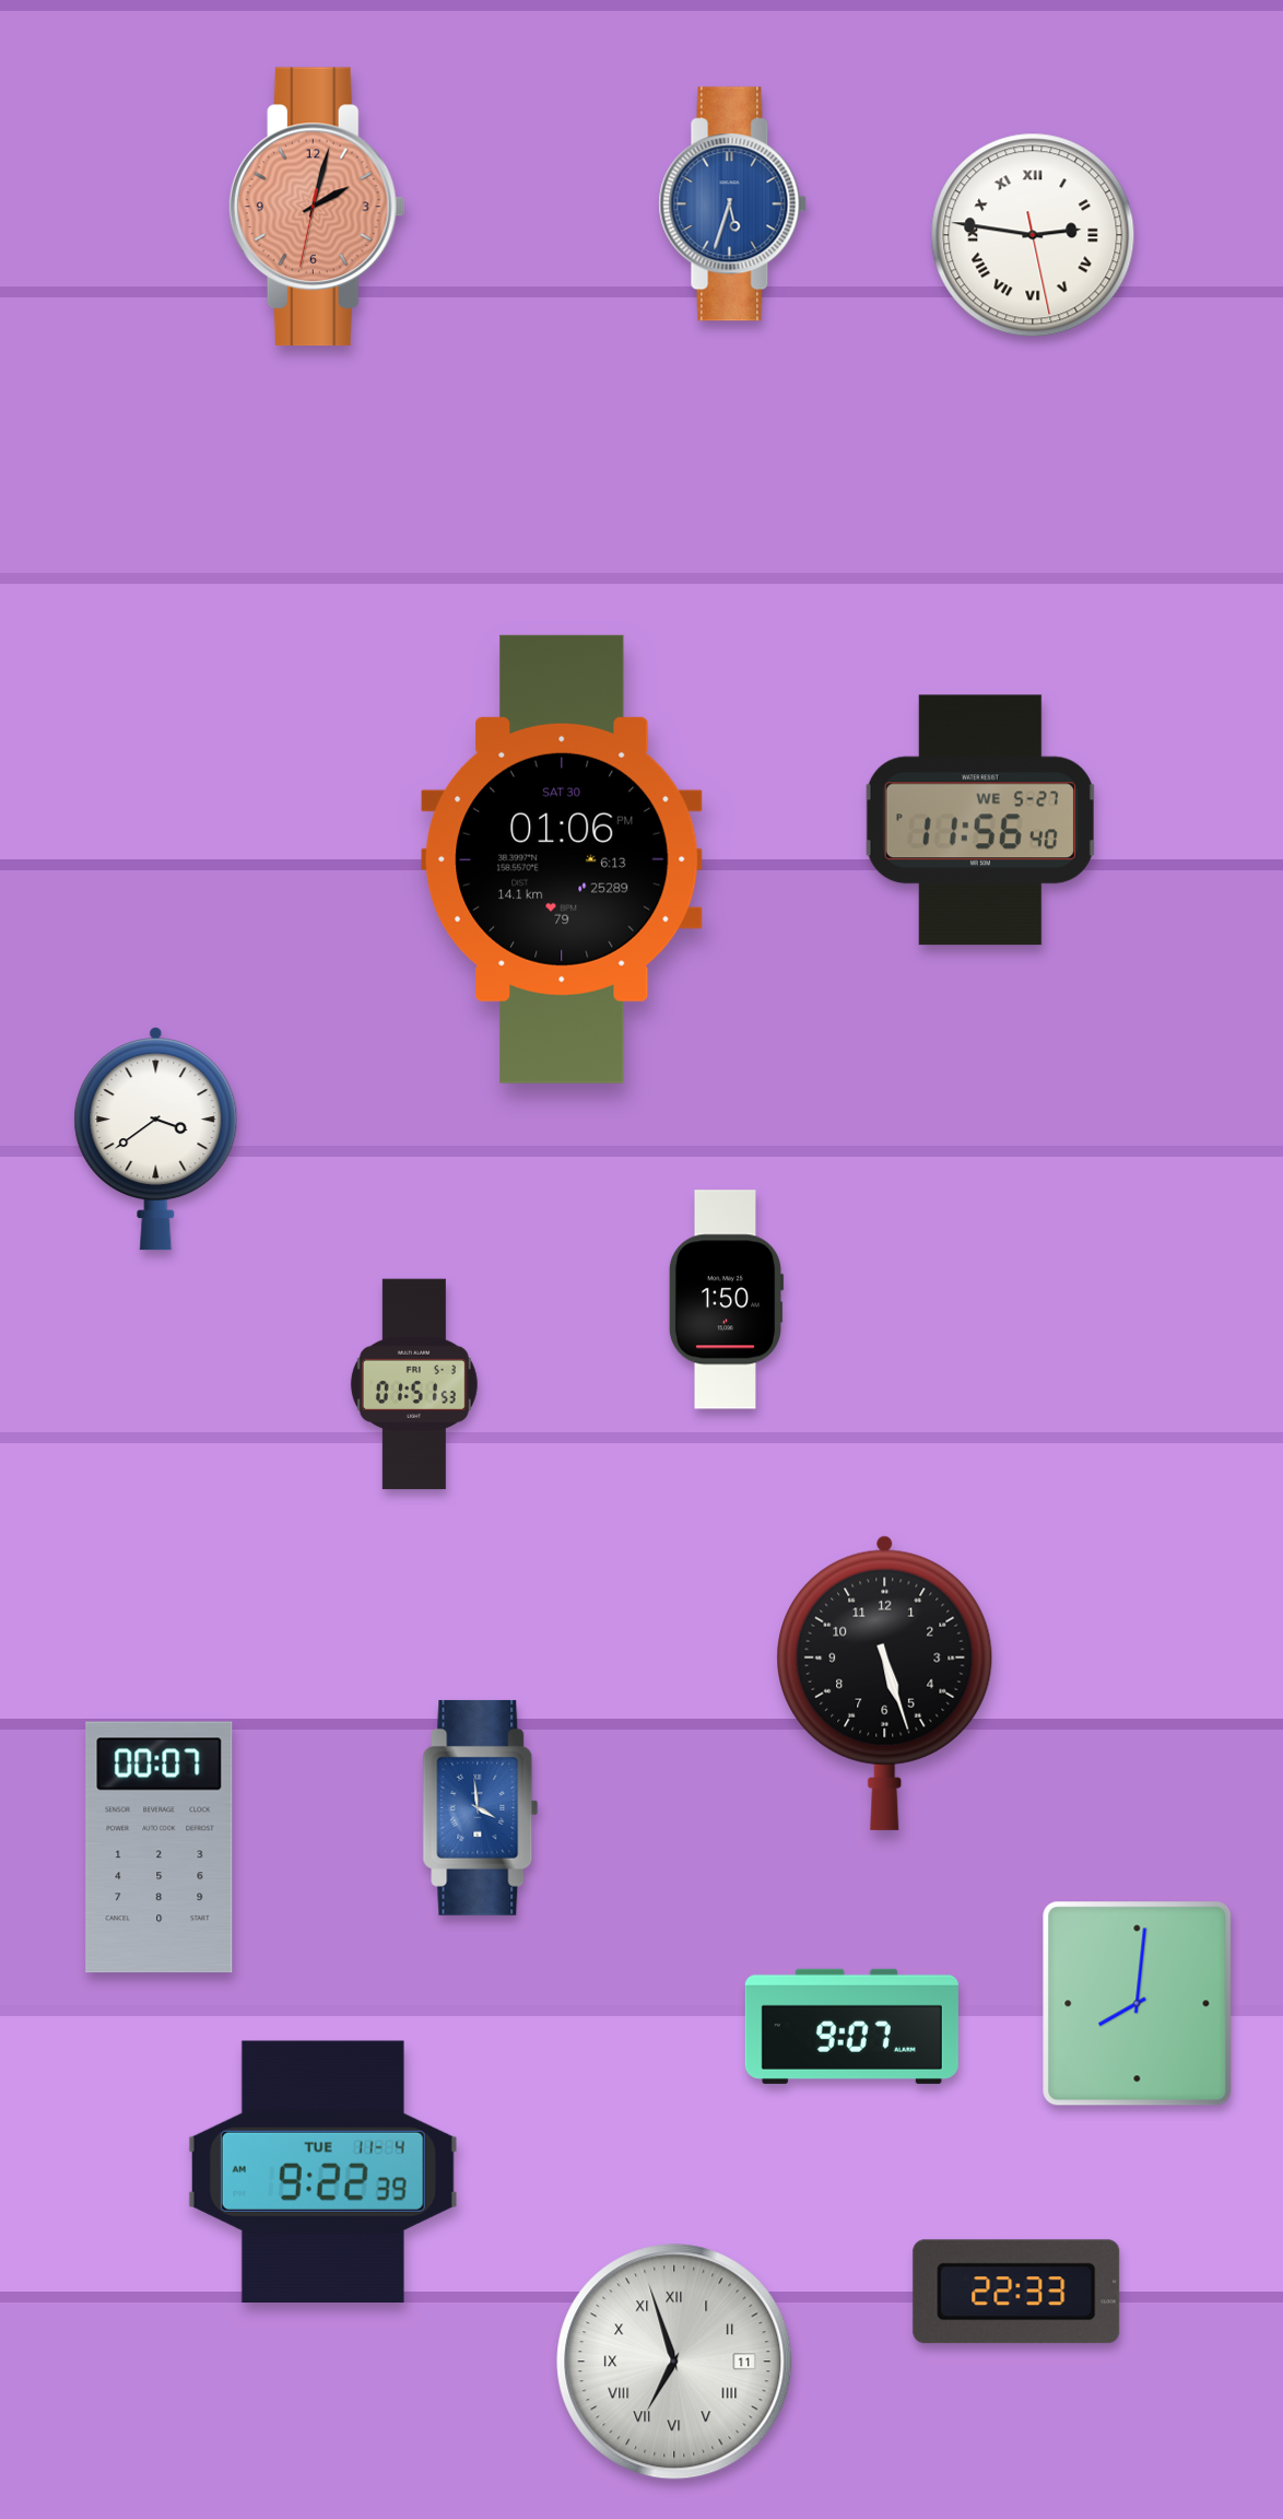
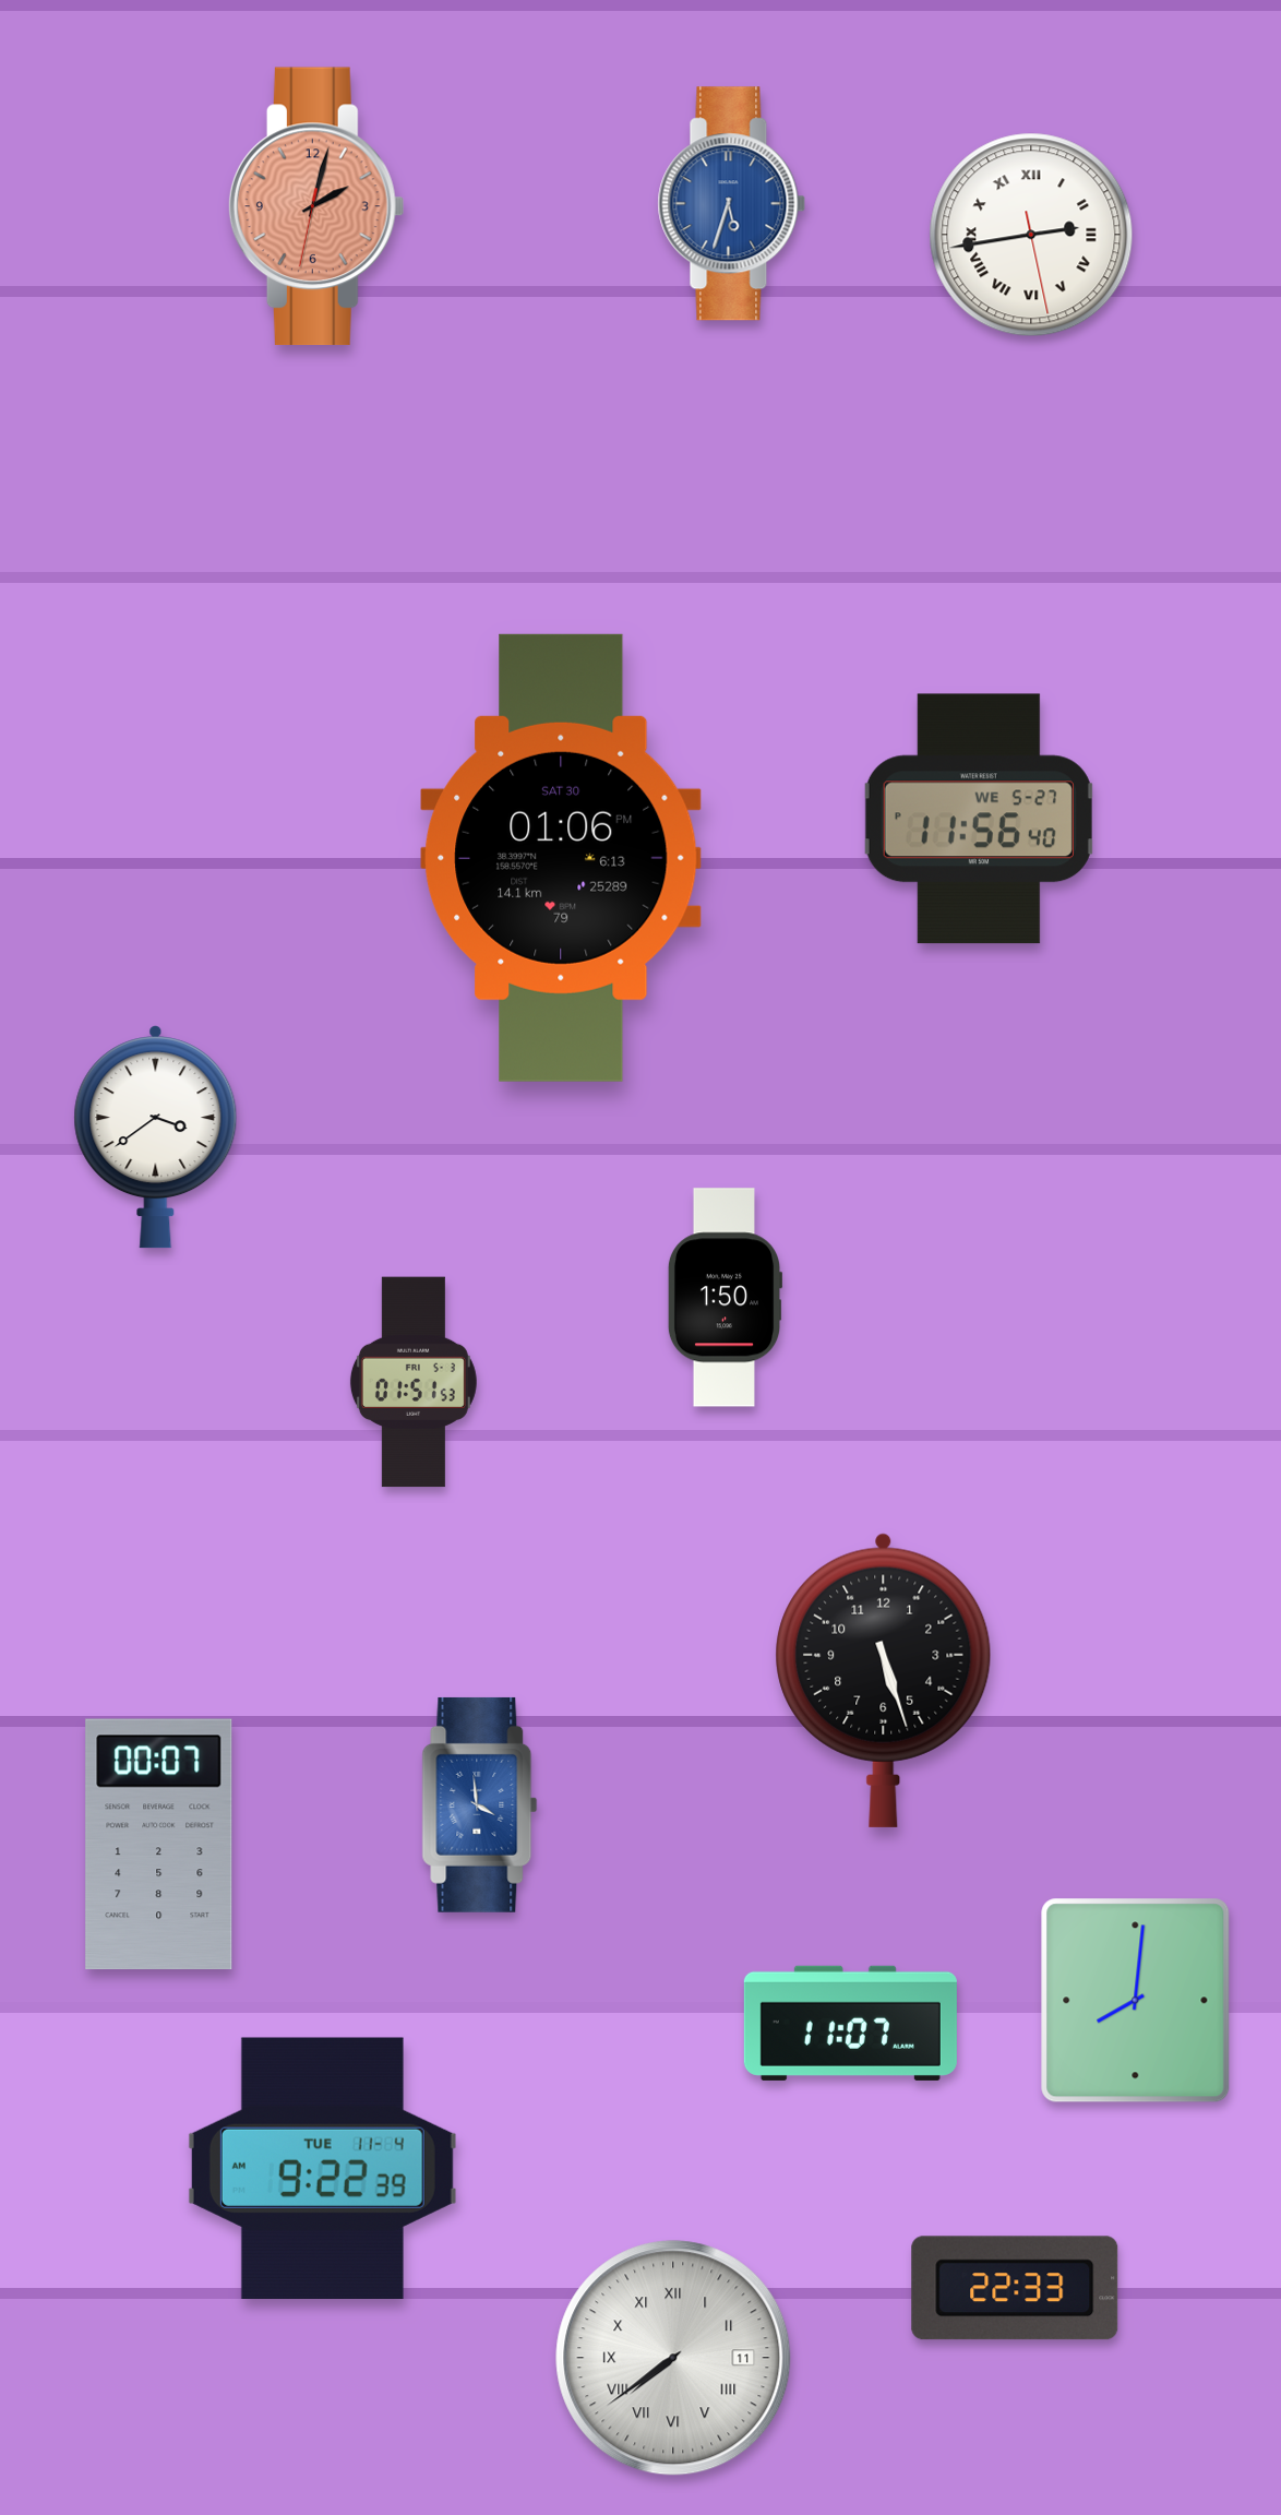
clock at (1033, 235): 2:46 -> 2:43
clock at (851, 2026): 9:07 -> 11:07
clock at (674, 2362): 6:57 -> 7:39
